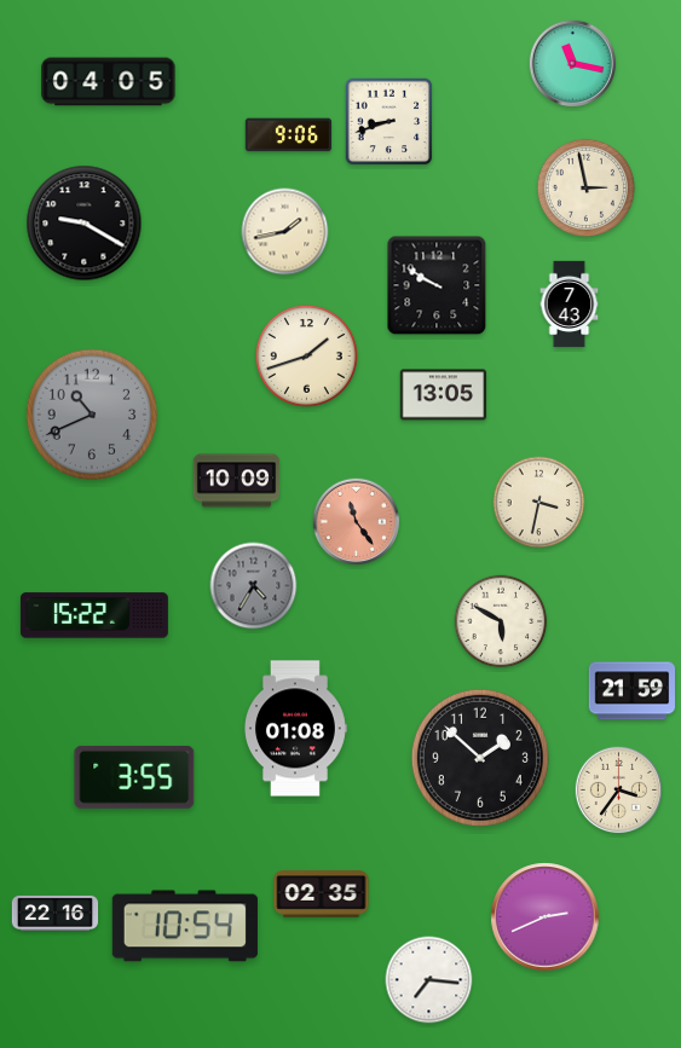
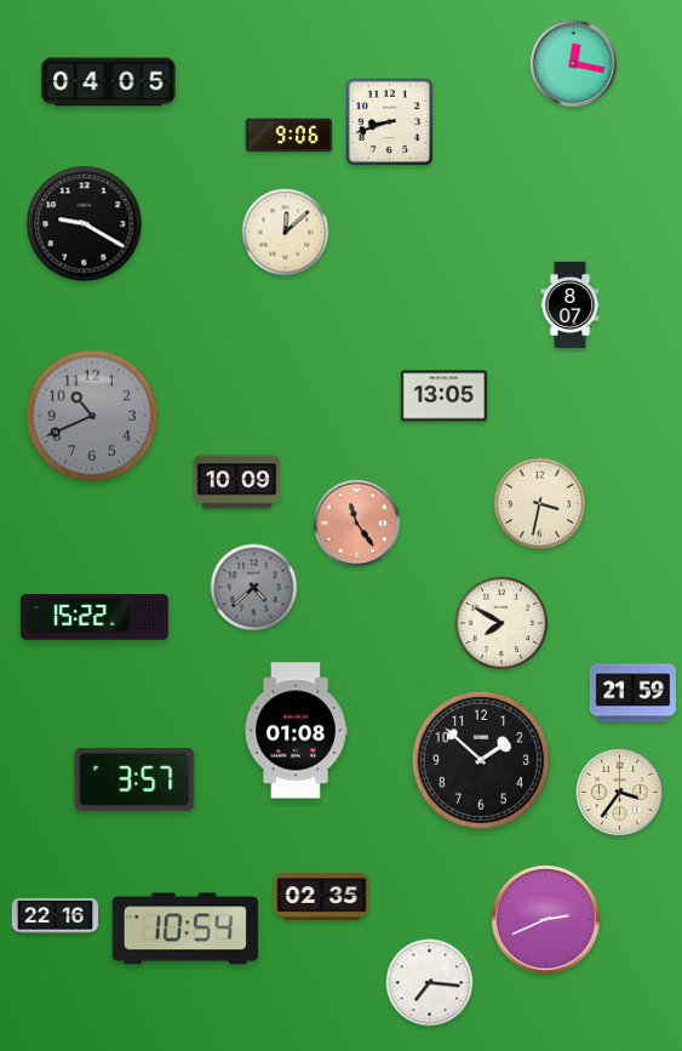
clock at (573, 64): 11:17 -> 12:17
clock at (585, 187): 2:58 -> none
clock at (285, 232): 1:43 -> 12:08
clock at (437, 285): 9:50 -> none
clock at (570, 305): 7:43 -> 8:07
clock at (306, 355): 1:42 -> none
clock at (254, 586): 4:35 -> 4:38
clock at (501, 621): 5:50 -> 7:50
clock at (134, 777): 3:55 -> 3:57
